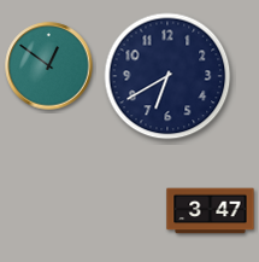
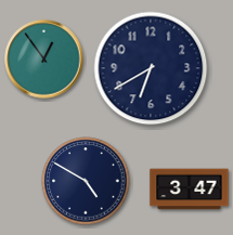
clock at (49, 66): 12:51 -> 12:54
clock at (86, 181): none -> 4:50
